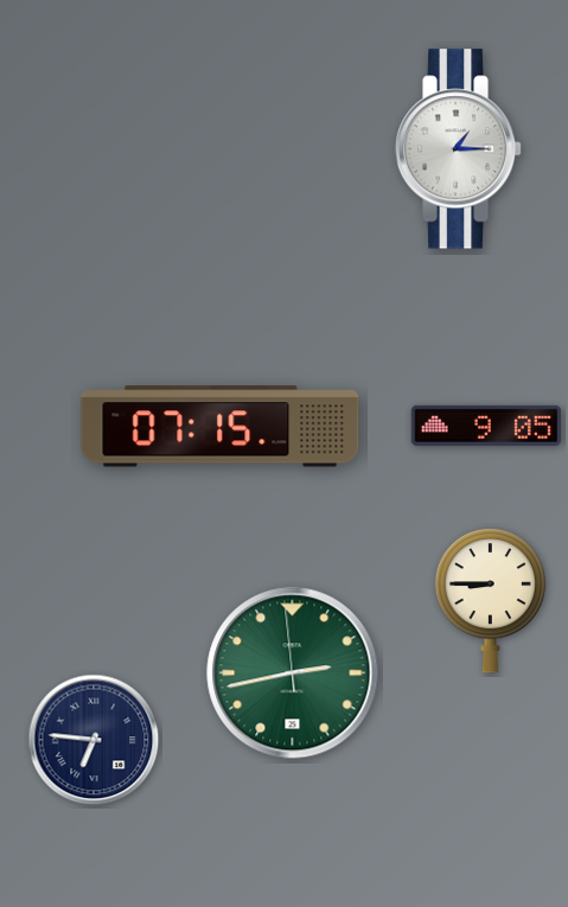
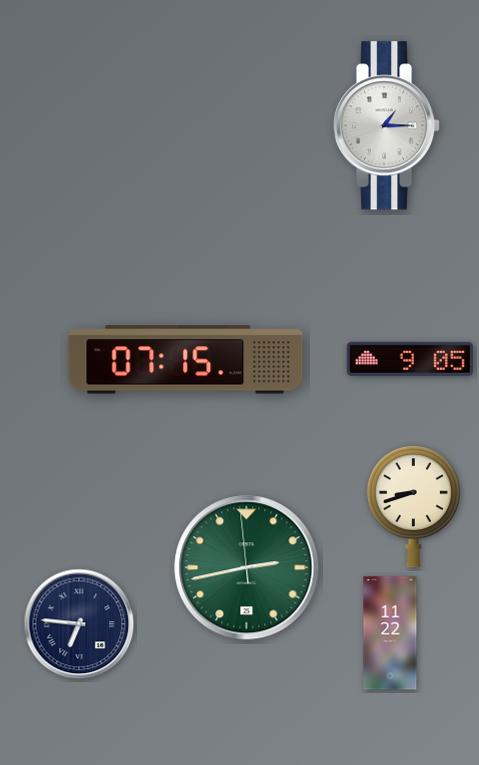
clock at (490, 601): 8:45 -> 8:42
clock at (390, 633): none -> 11:22
